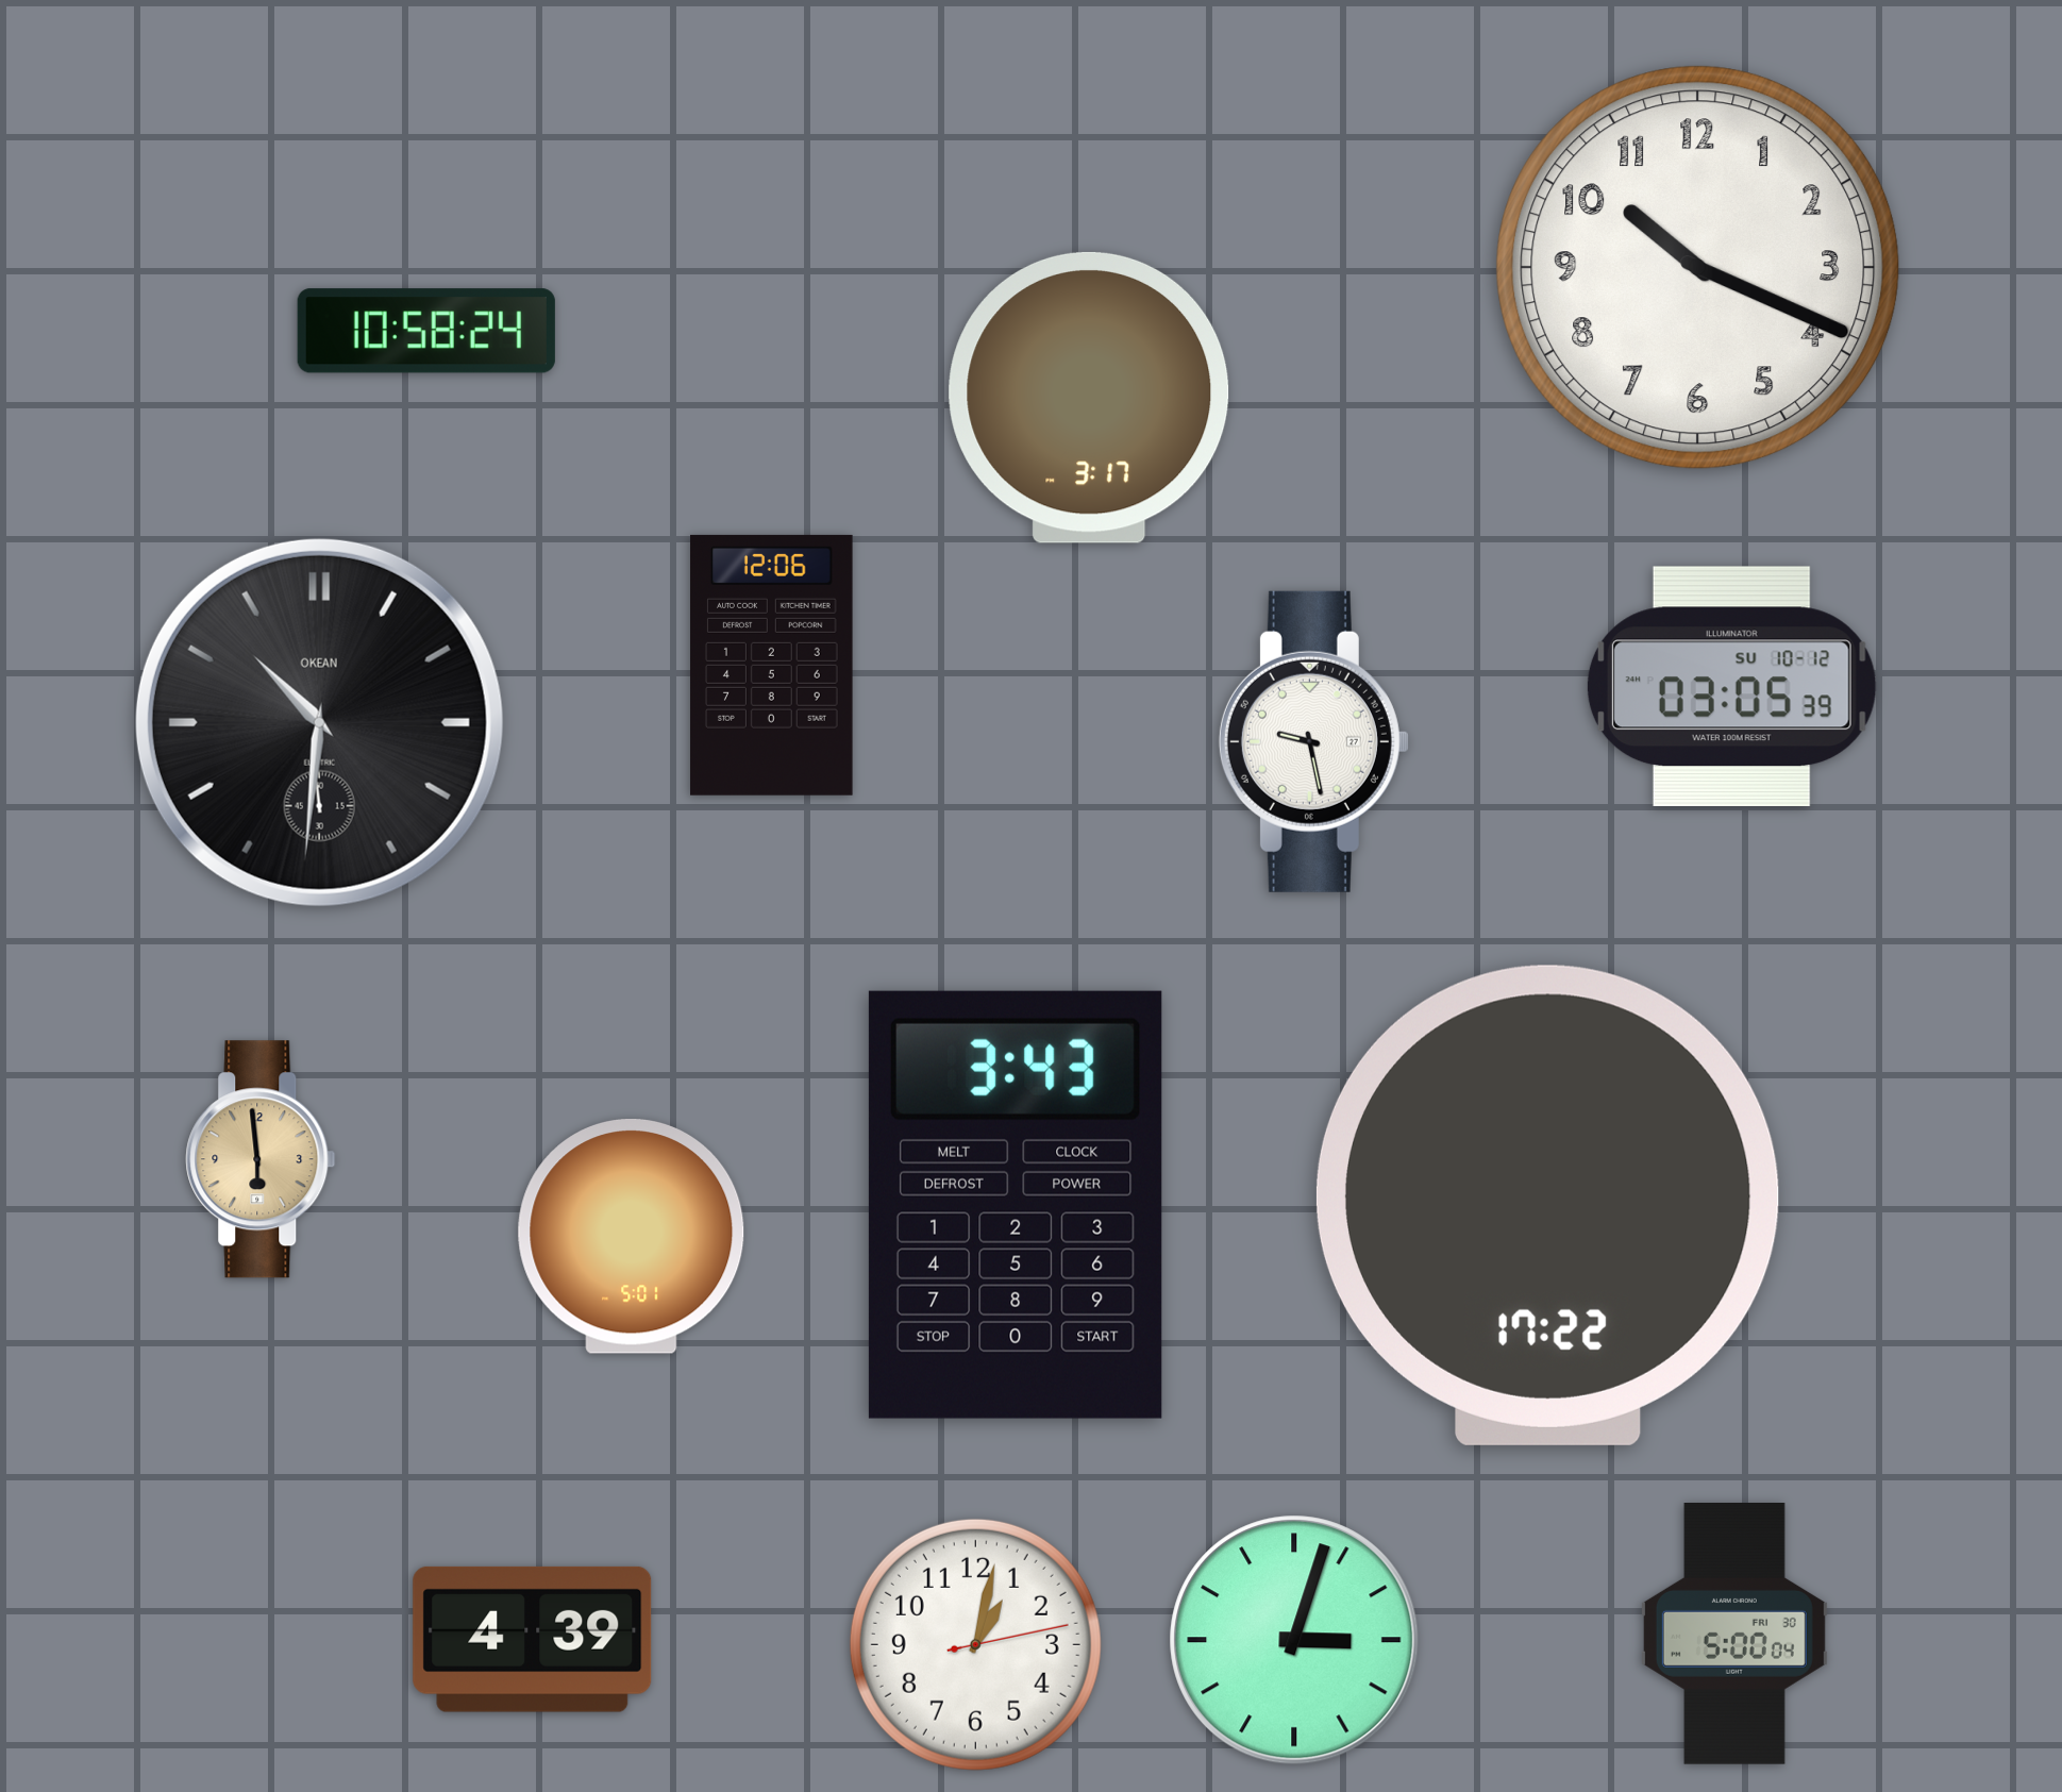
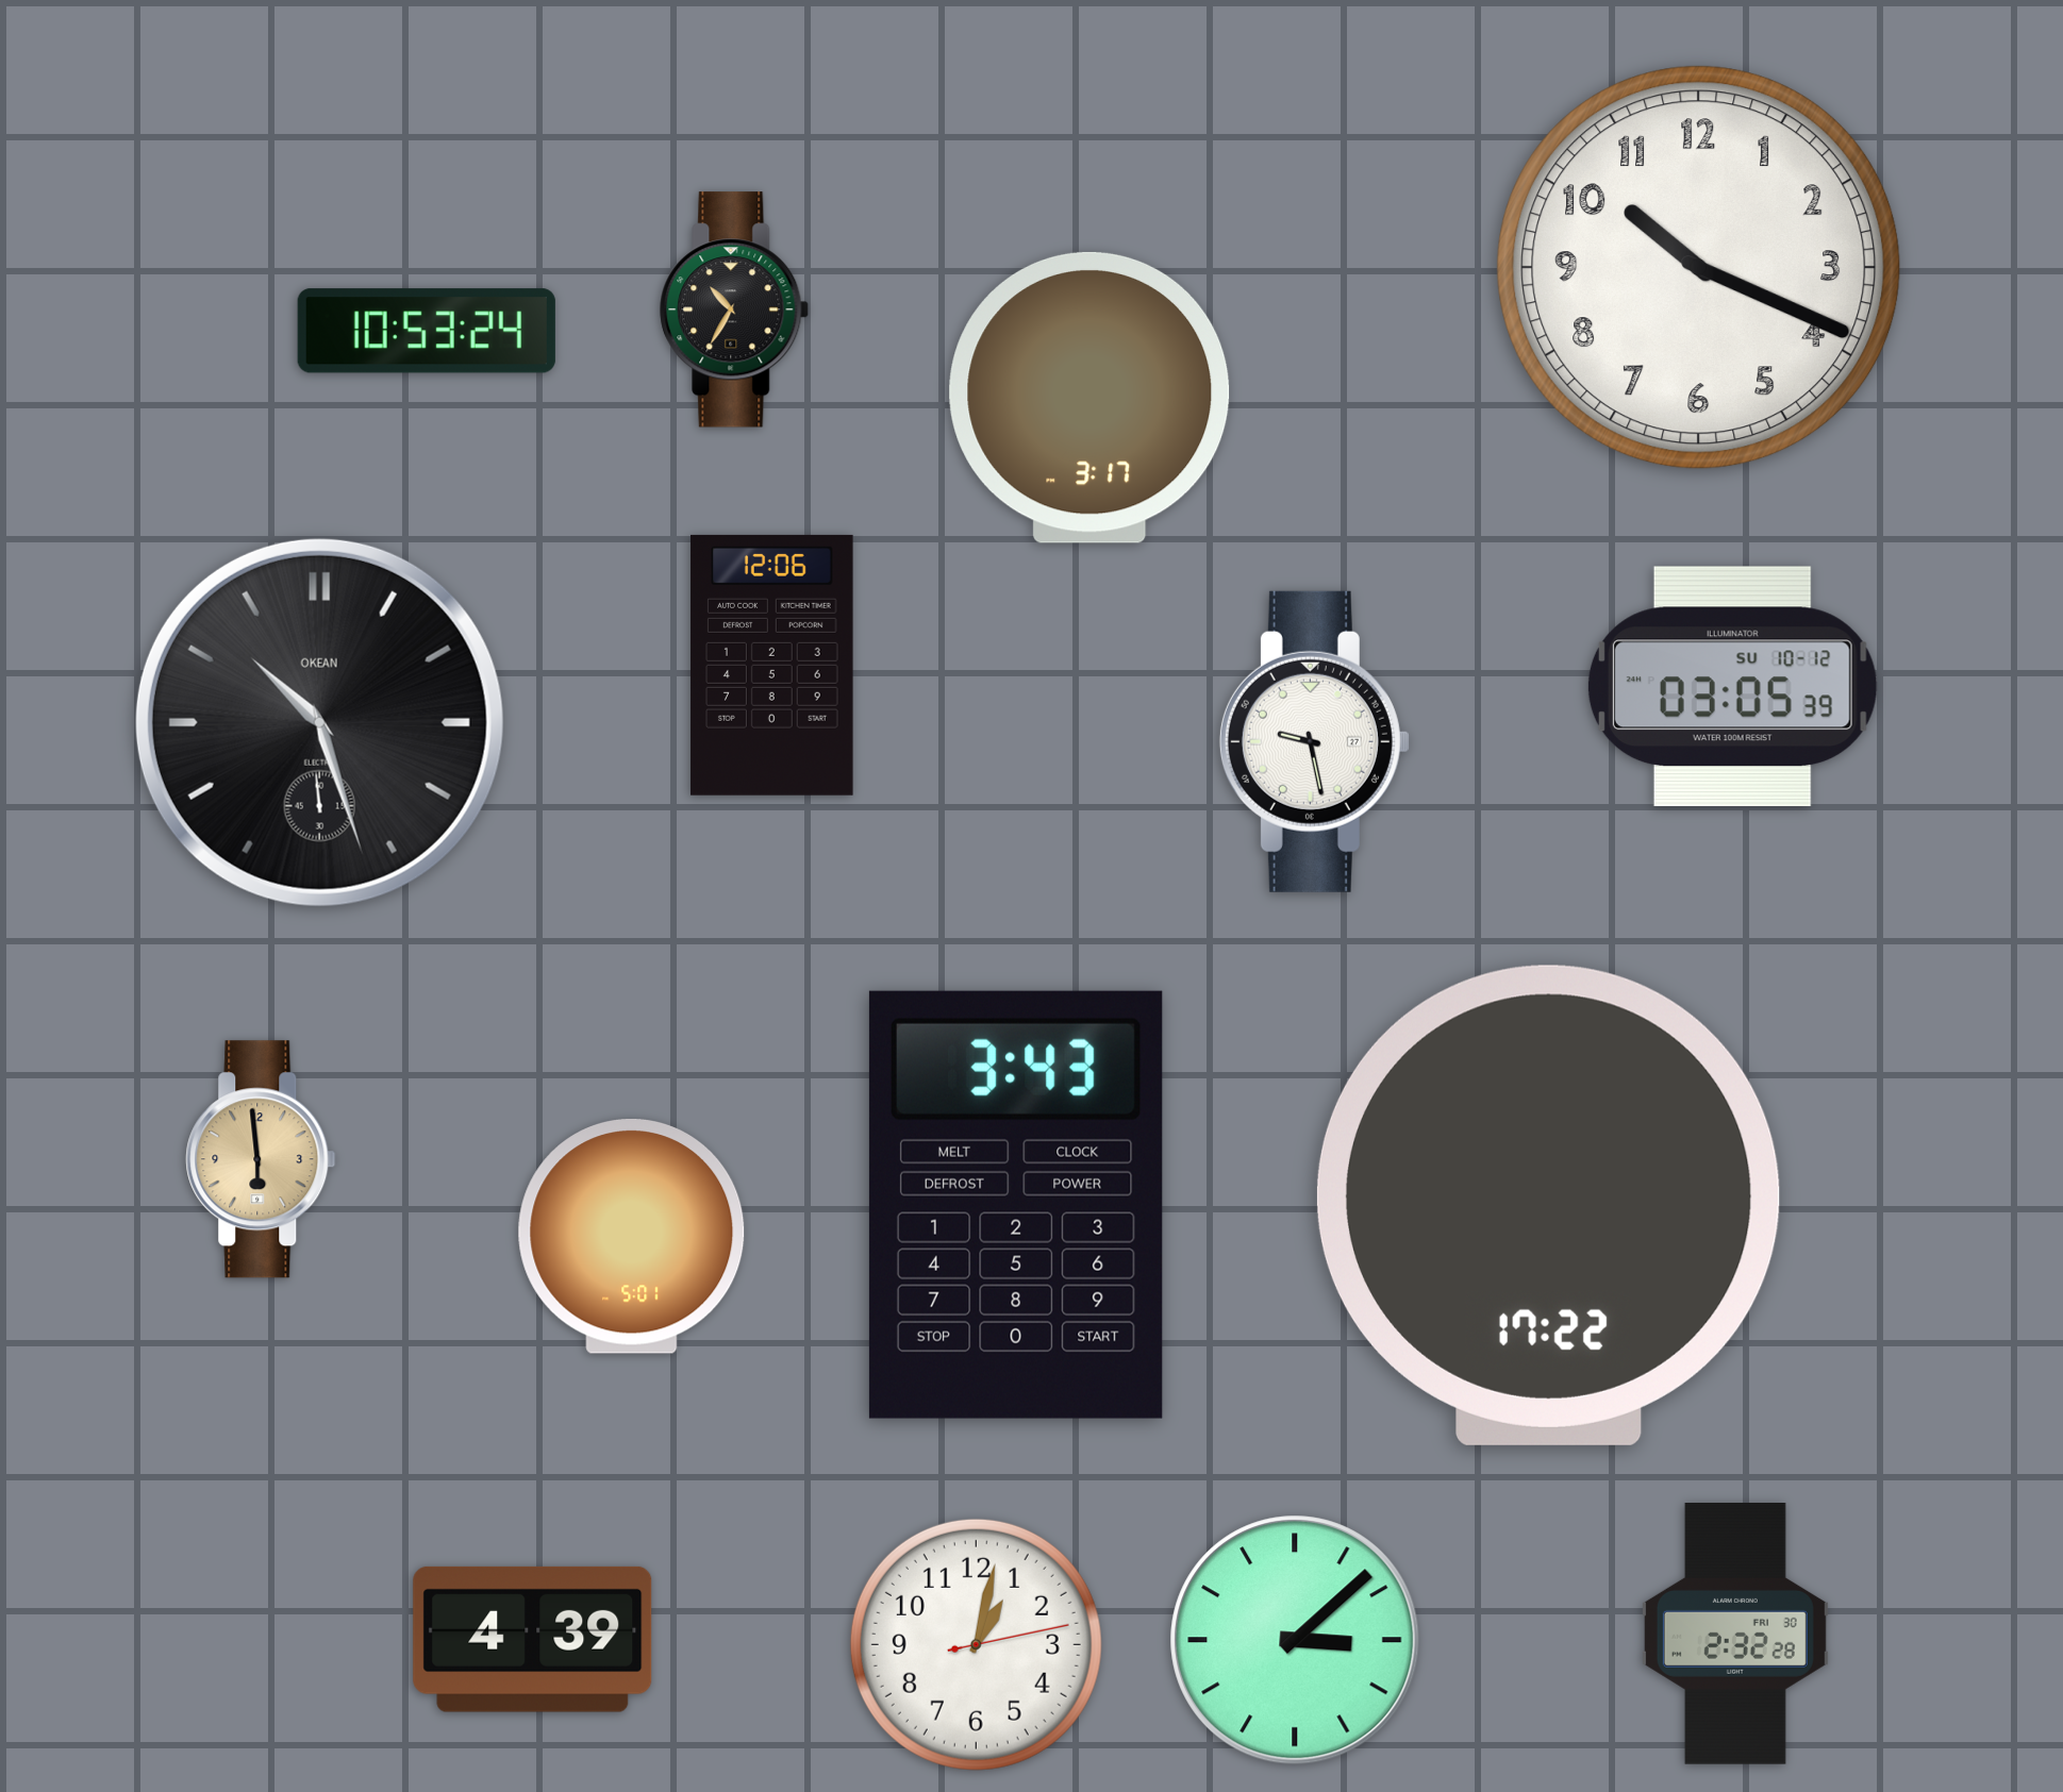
clock at (735, 309): none -> 10:35
clock at (426, 331): 10:58 -> 10:53
clock at (319, 722): 10:30 -> 10:26
clock at (1734, 1635): 5:00 -> 2:32
clock at (1294, 1640): 3:03 -> 3:08
